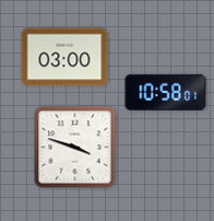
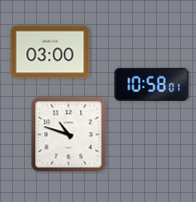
clock at (64, 57) position: (64, 57) -> (50, 52)
clock at (75, 148): 3:48 -> 10:48
